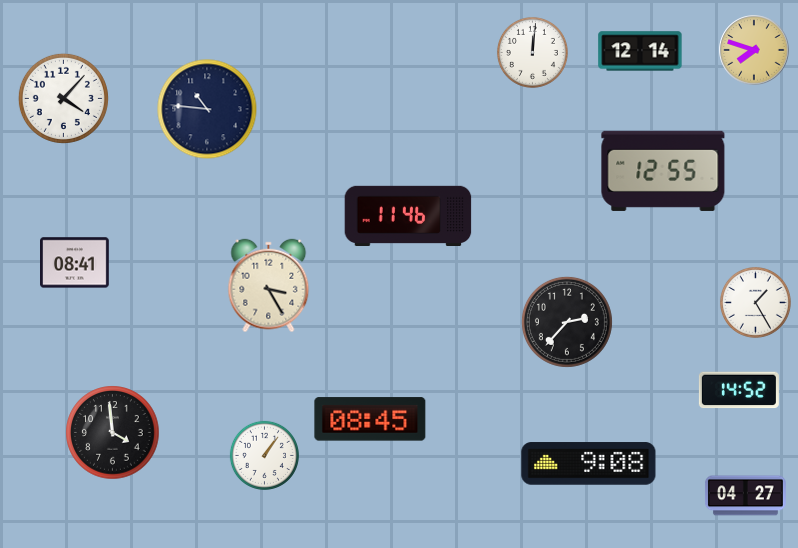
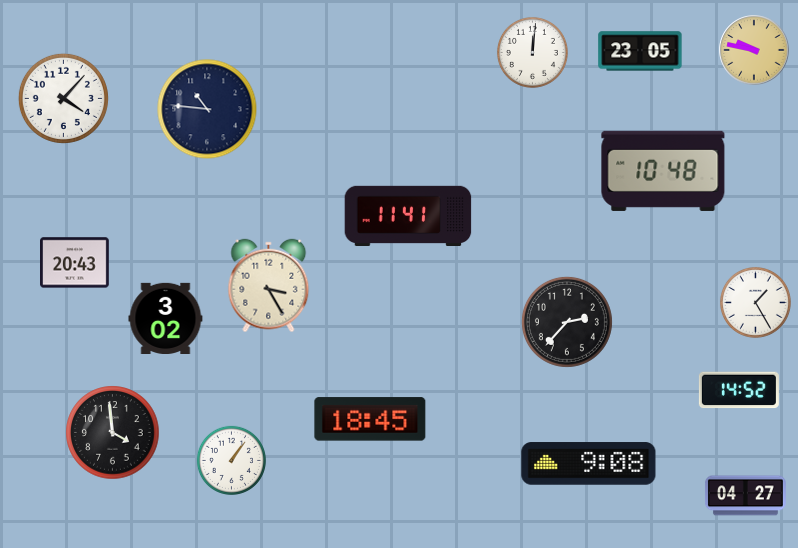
clock at (754, 50): 7:48 -> 9:47
clock at (640, 51): 12:14 -> 23:05
clock at (663, 171): 12:55 -> 10:48
clock at (408, 215): 11:46 -> 11:41
clock at (75, 263): 08:41 -> 20:43
clock at (166, 318): none -> 3:02
clock at (370, 419): 08:45 -> 18:45
clock at (264, 455) position: (264, 455) -> (231, 460)
